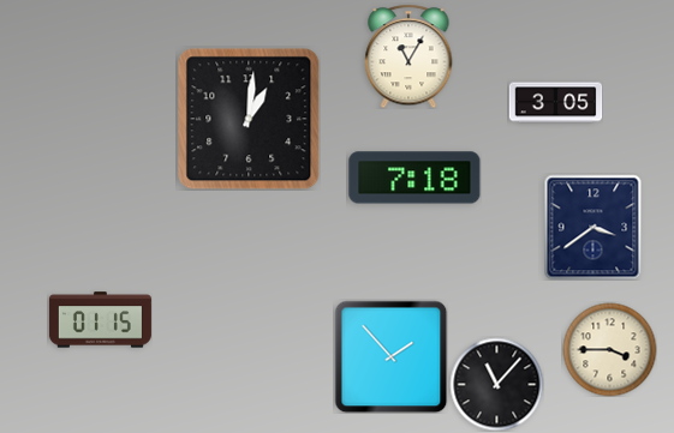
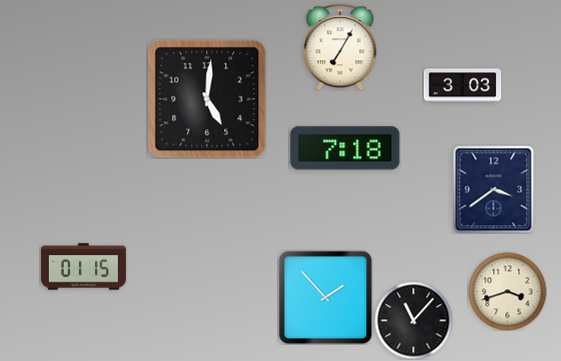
clock at (408, 56): 11:05 -> 7:05
clock at (555, 103): 3:05 -> 3:03
clock at (249, 119): 1:01 -> 5:01
clock at (609, 349): 3:45 -> 3:42
